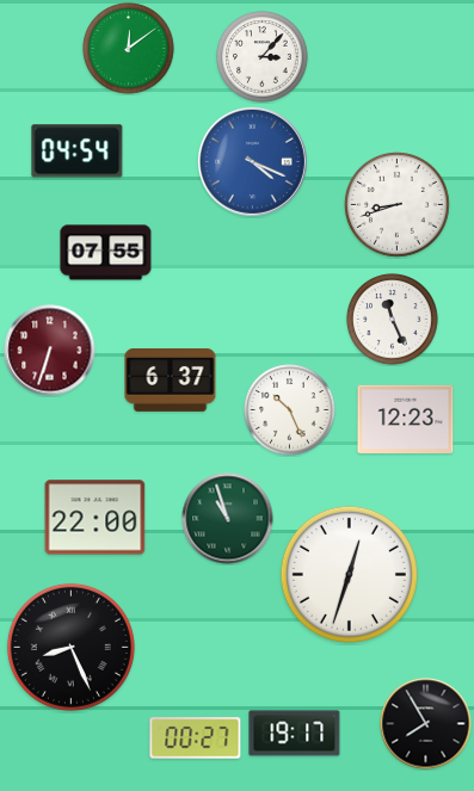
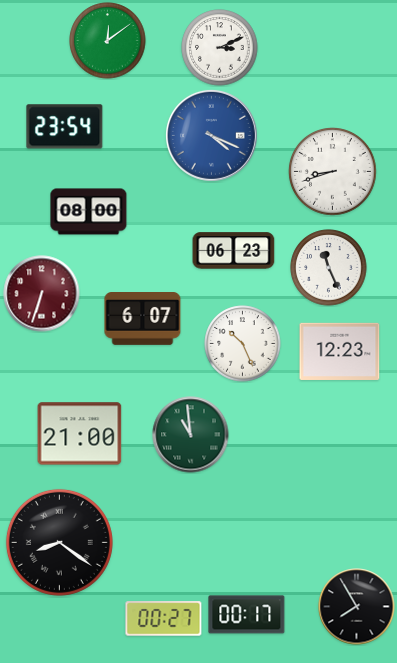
clock at (263, 57): 3:07 -> 3:11
clock at (78, 152): 04:54 -> 23:54
clock at (106, 253): 07:55 -> 08:00
clock at (234, 251): none -> 06:23
clock at (171, 381): 6:37 -> 6:07
clock at (96, 518): 22:00 -> 21:00
clock at (228, 519): 10:57 -> 10:59
clock at (349, 574): 12:33 -> none
clock at (70, 647): 8:26 -> 8:21
clock at (295, 734): 19:17 -> 00:17
